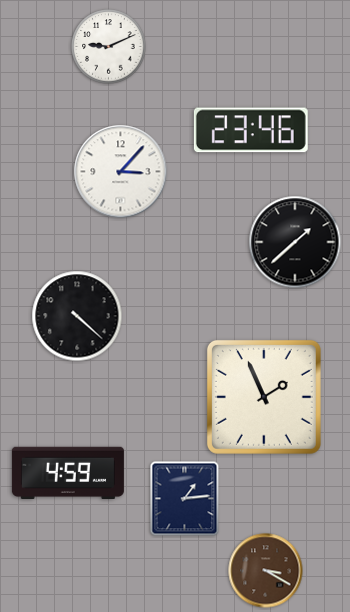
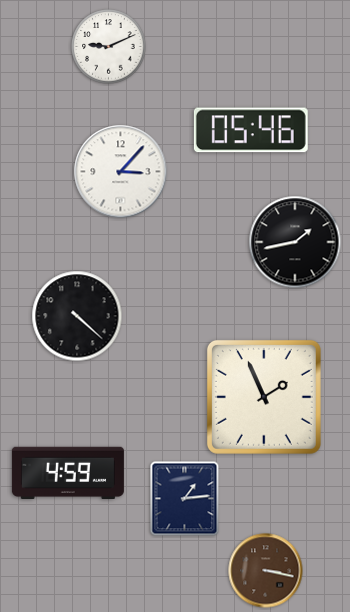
clock at (251, 130): 23:46 -> 05:46
clock at (295, 242): 1:38 -> 1:43
clock at (266, 571): 3:20 -> 3:17
